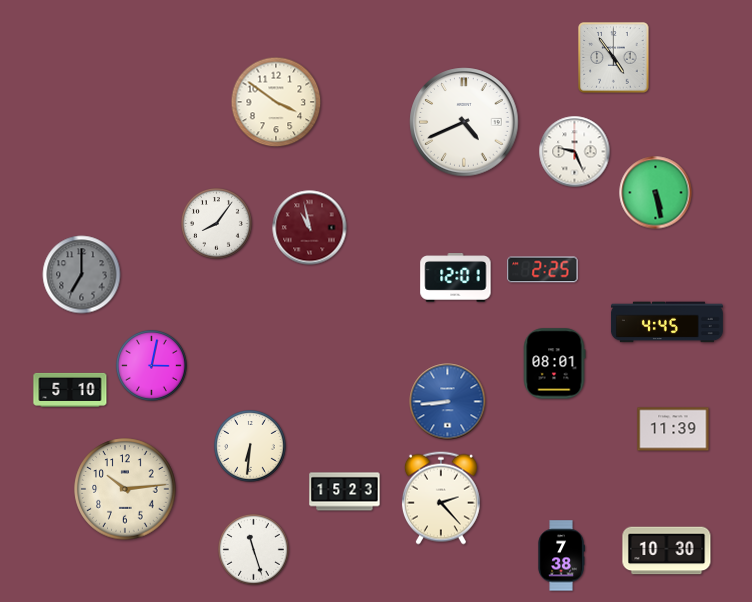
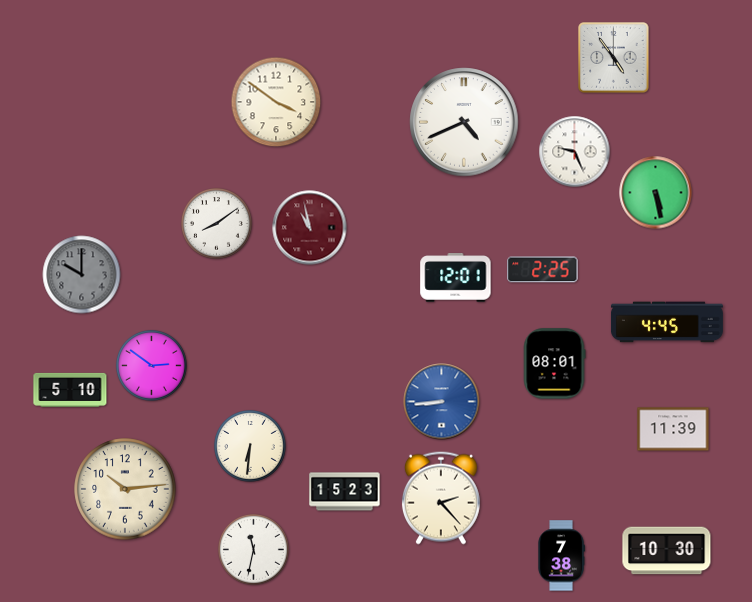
clock at (217, 224): 8:06 -> 8:09
clock at (82, 275): 7:00 -> 10:00
clock at (152, 366): 3:02 -> 2:51
clock at (448, 402) position: (448, 402) -> (442, 402)
clock at (254, 550): 11:27 -> 11:32
